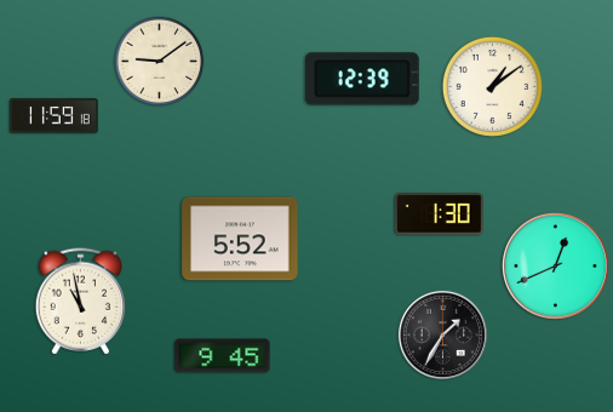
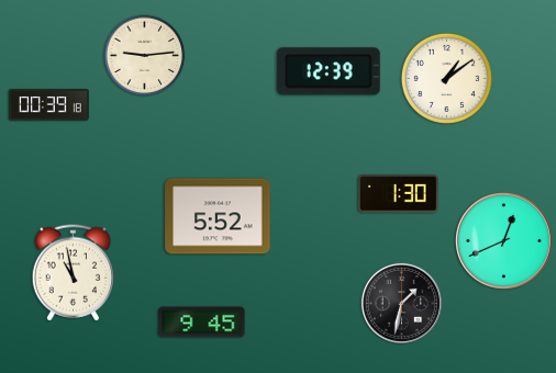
clock at (160, 62): 9:09 -> 9:14
clock at (55, 116): 11:59 -> 00:39
clock at (442, 334): 1:35 -> 1:32
